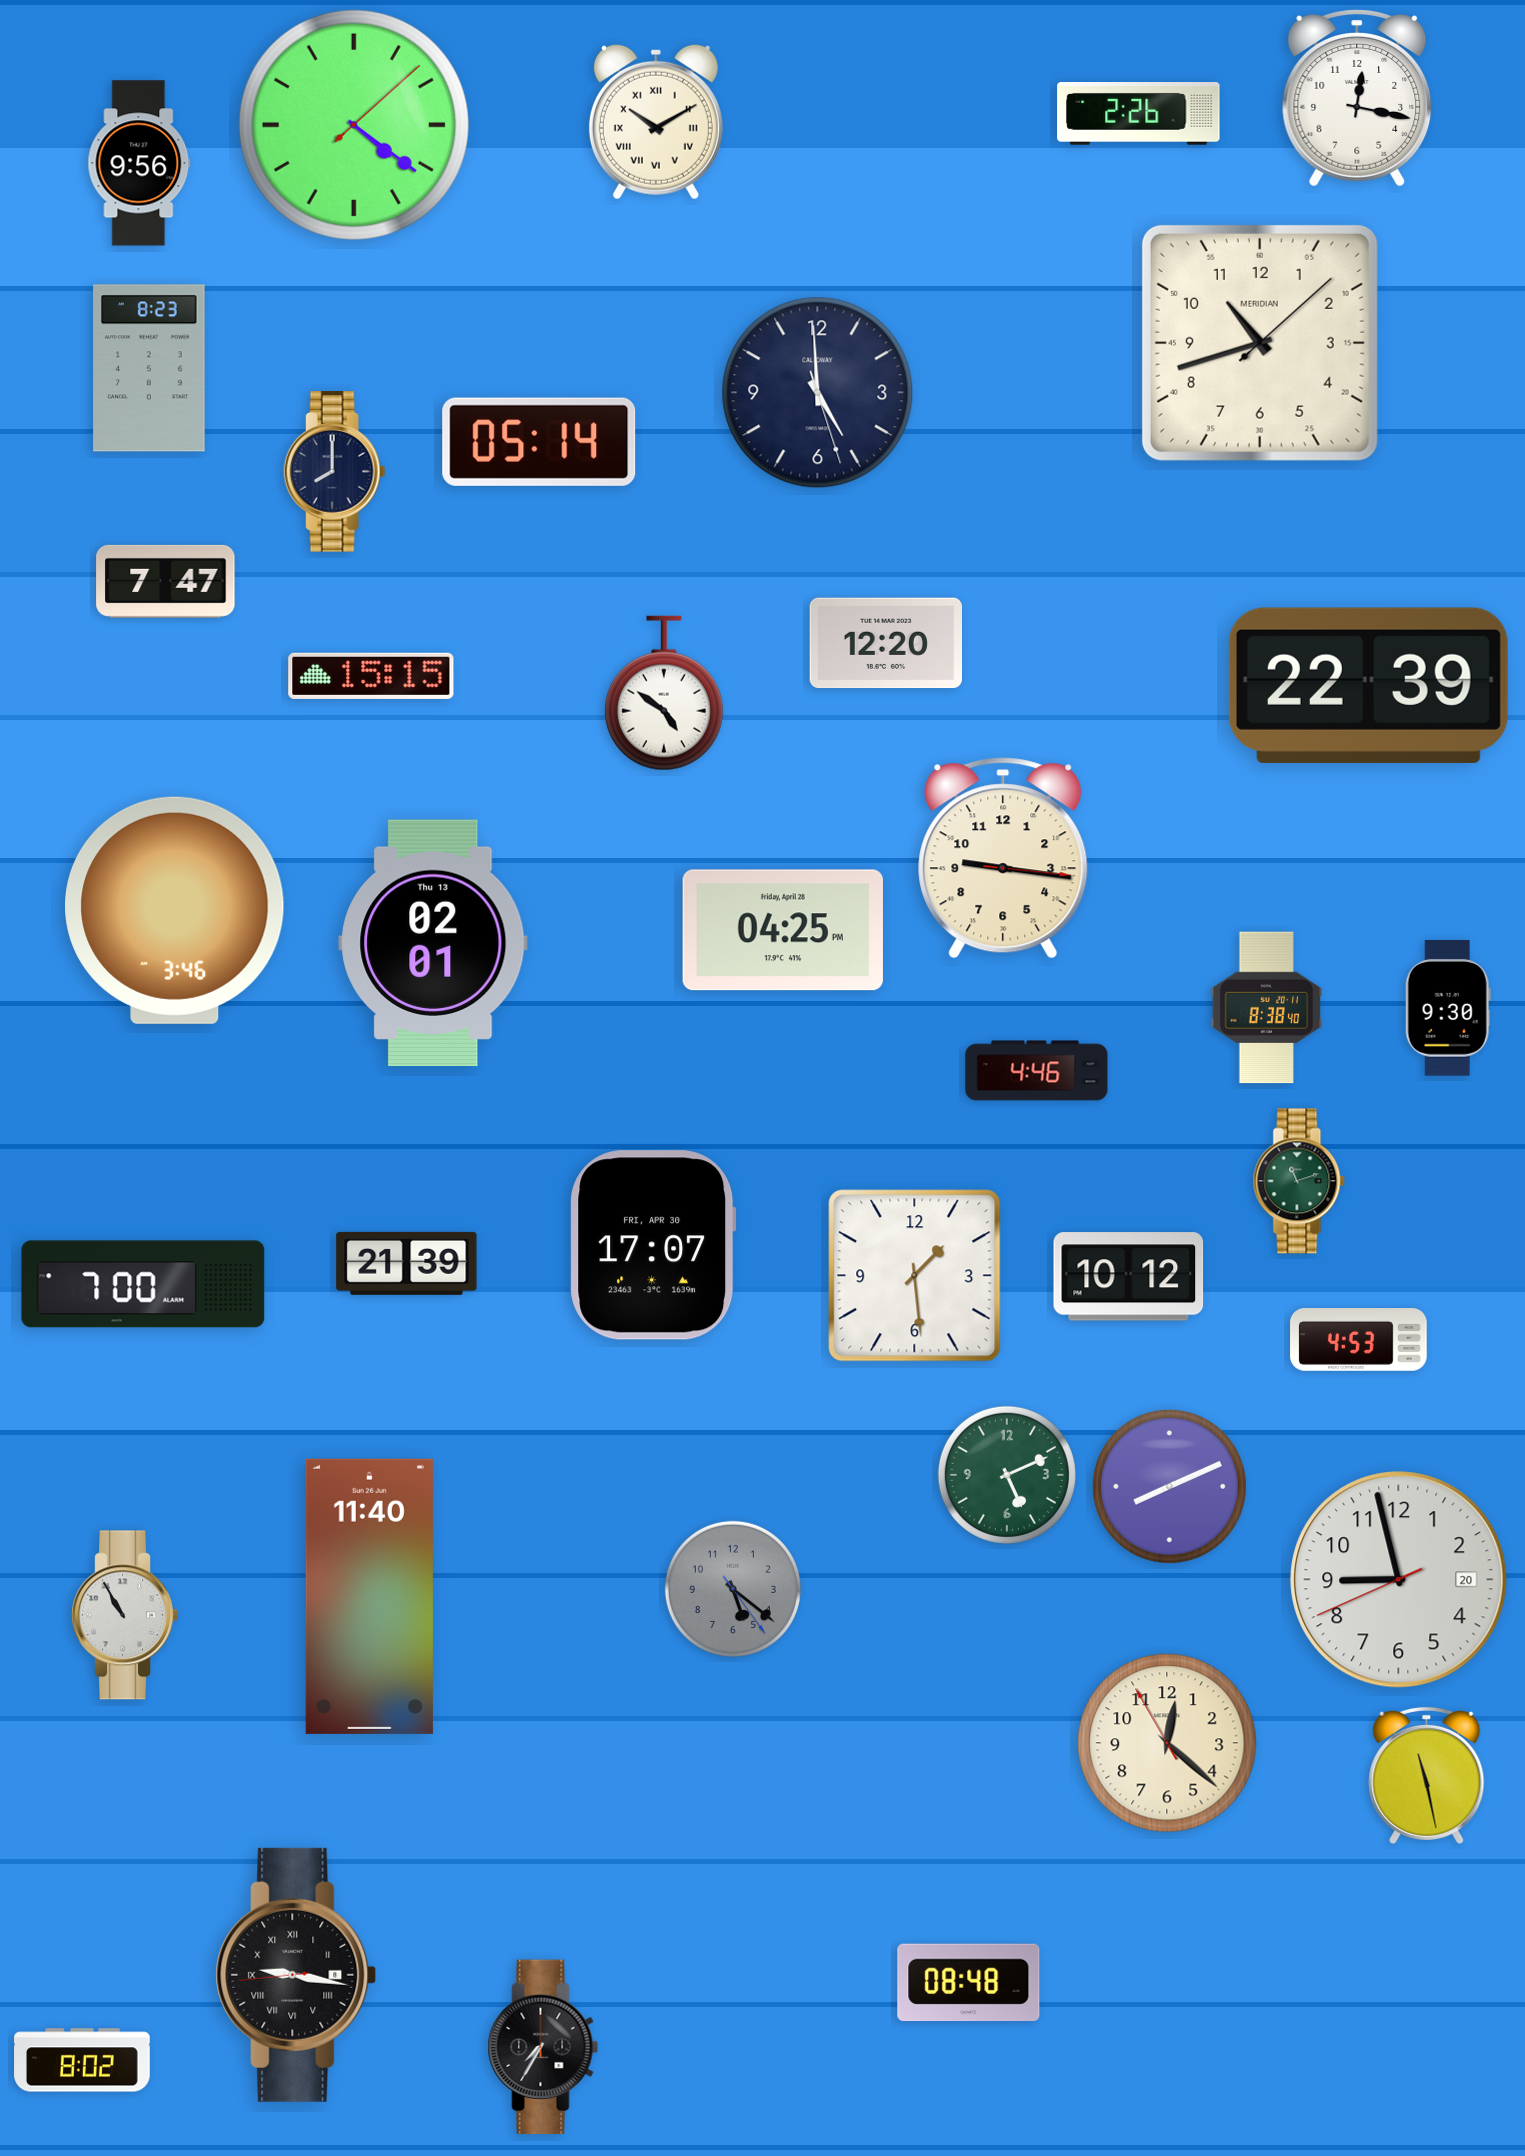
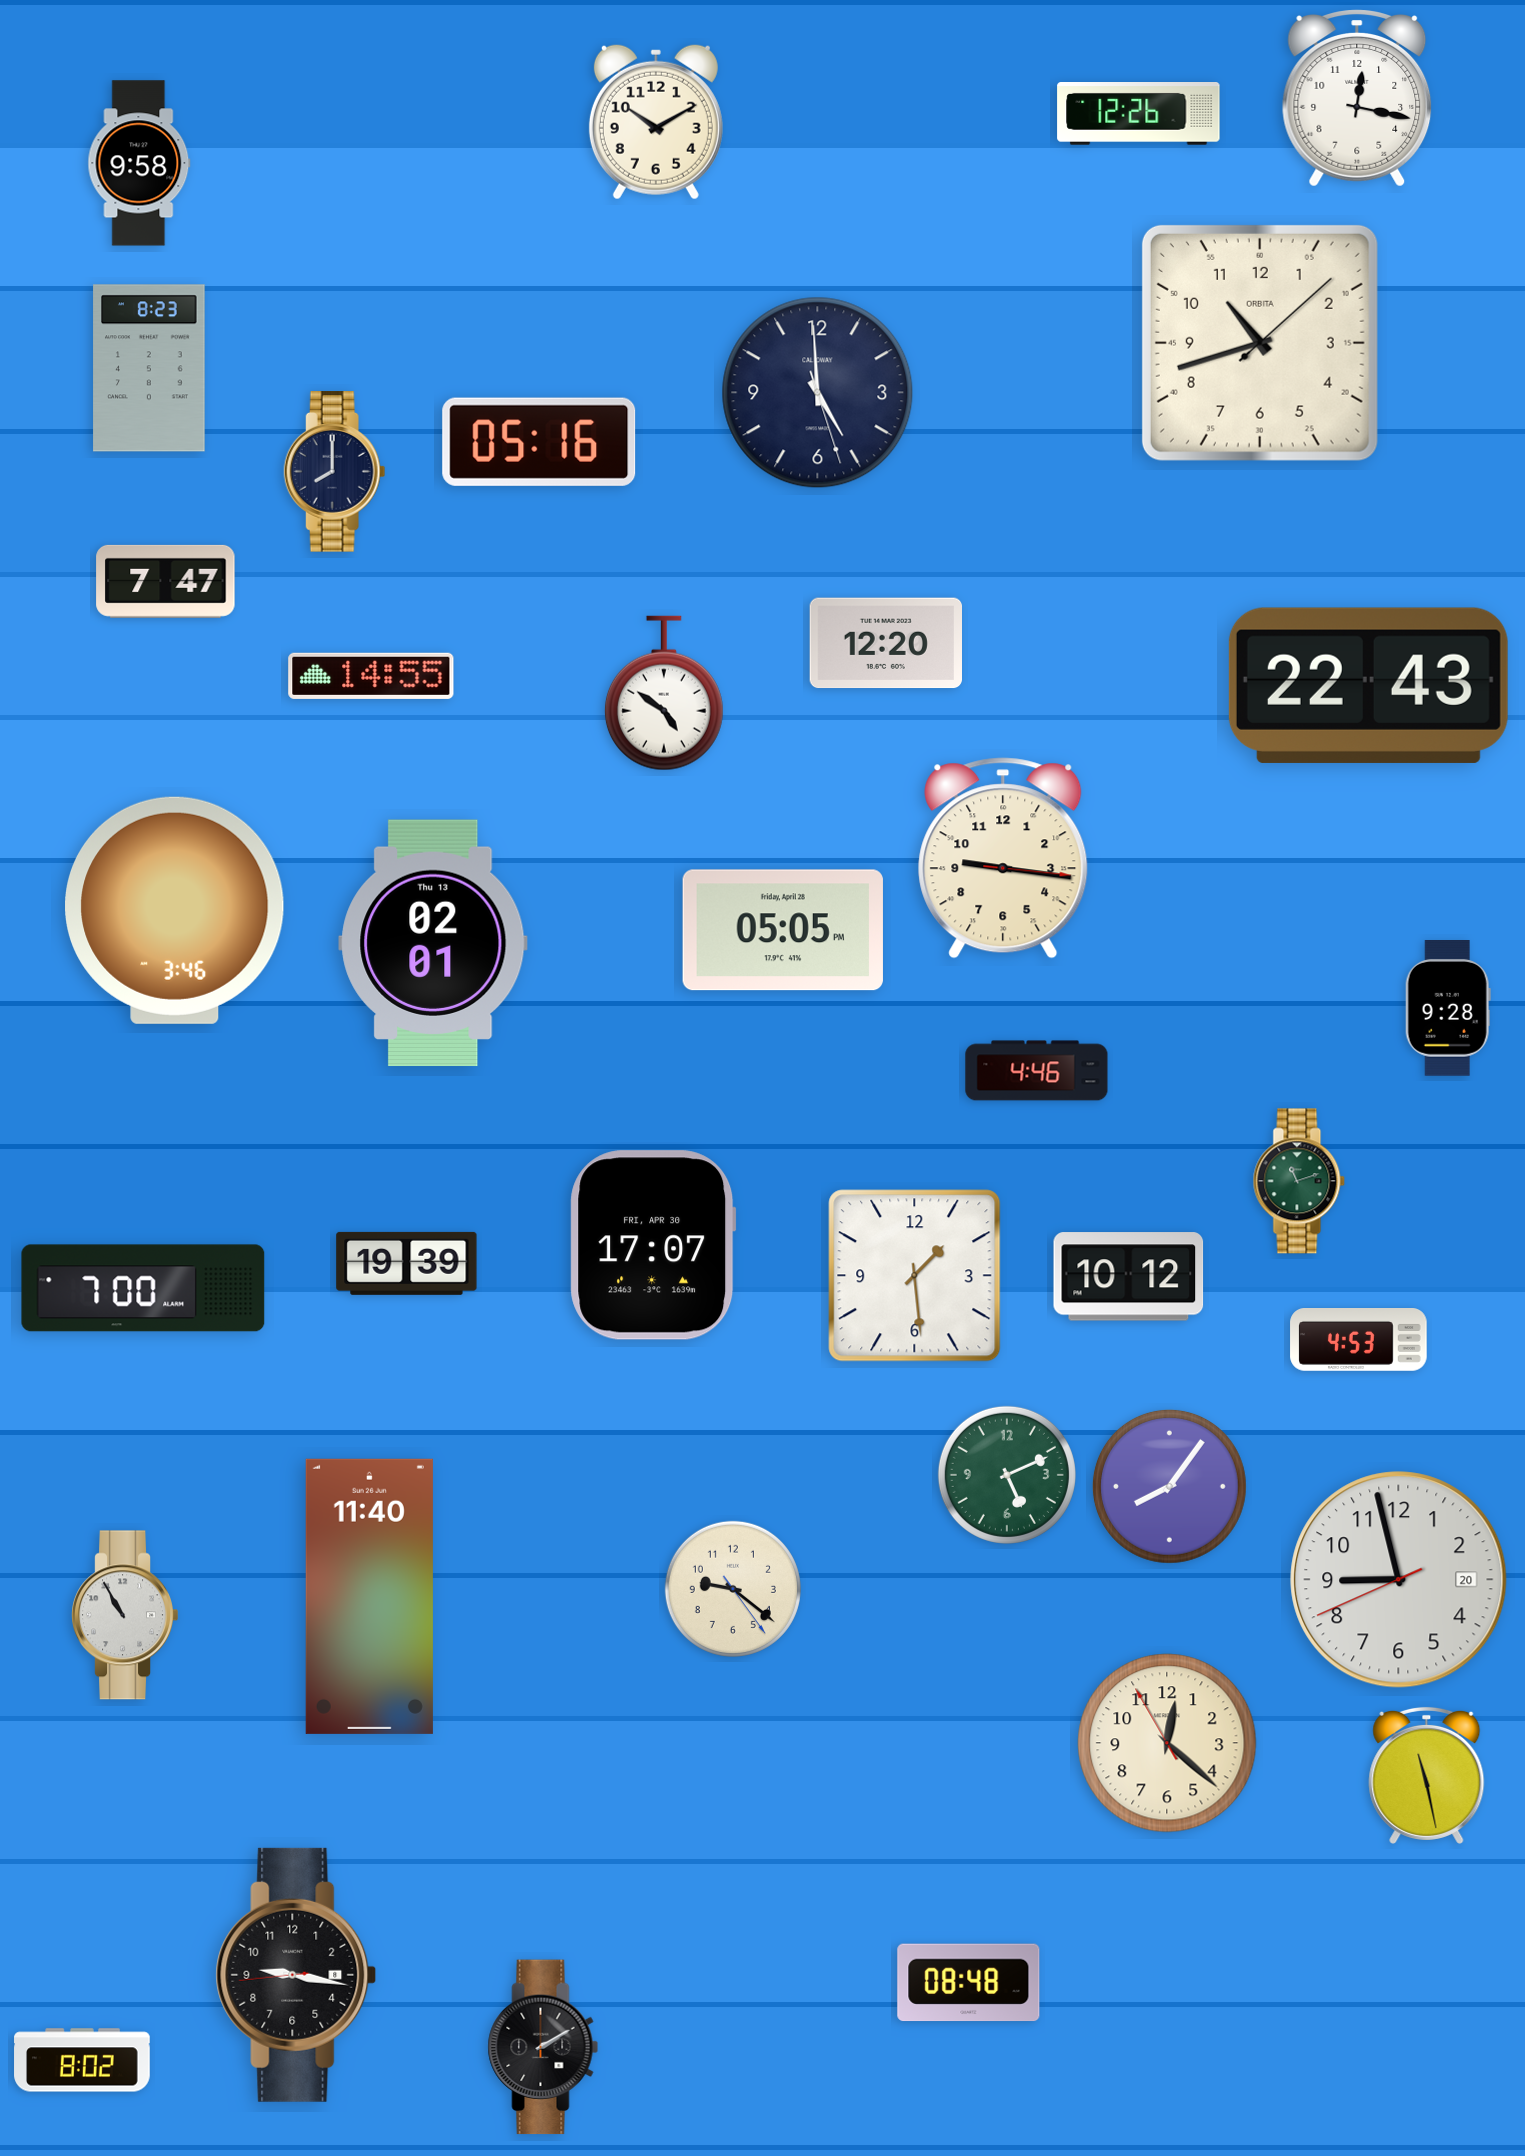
clock at (1139, 114): 2:26 -> 12:26
clock at (656, 122) numerals: Roman -> Arabic
clock at (354, 125): 4:21 -> none
clock at (139, 163): 9:56 -> 9:58
clock at (1260, 343) brand: MERIDIAN -> ORBITA
clock at (539, 442): 05:14 -> 05:16
clock at (371, 676): 15:15 -> 14:55
clock at (1368, 685): 22:39 -> 22:43
clock at (783, 930): 04:25 -> 05:05
clock at (1267, 1008): 8:38 -> none
clock at (1448, 1009): 9:30 -> 9:28
clock at (407, 1263): 21:39 -> 19:39
clock at (143, 1284) position: (143, 1284) -> (143, 1288)
clock at (1169, 1486): 8:11 -> 8:06
clock at (733, 1589): 5:21 -> 9:21
clock at (733, 1589) dial: grey -> cream
clock at (296, 1975) numerals: Roman -> Arabic
clock at (543, 2047): 7:35 -> 2:10
